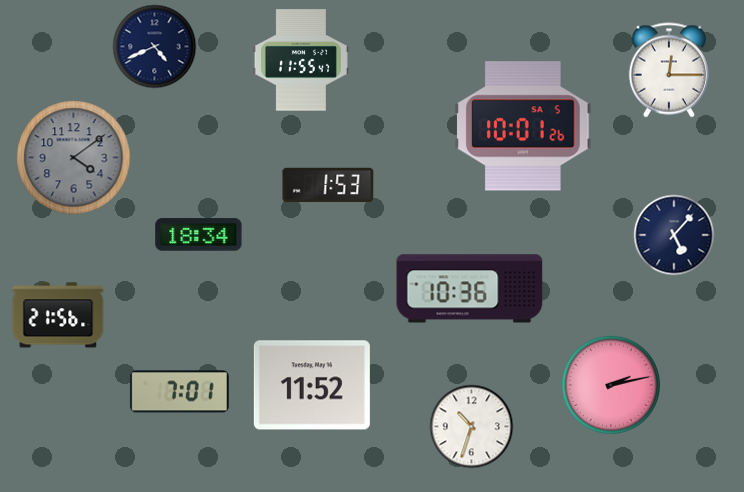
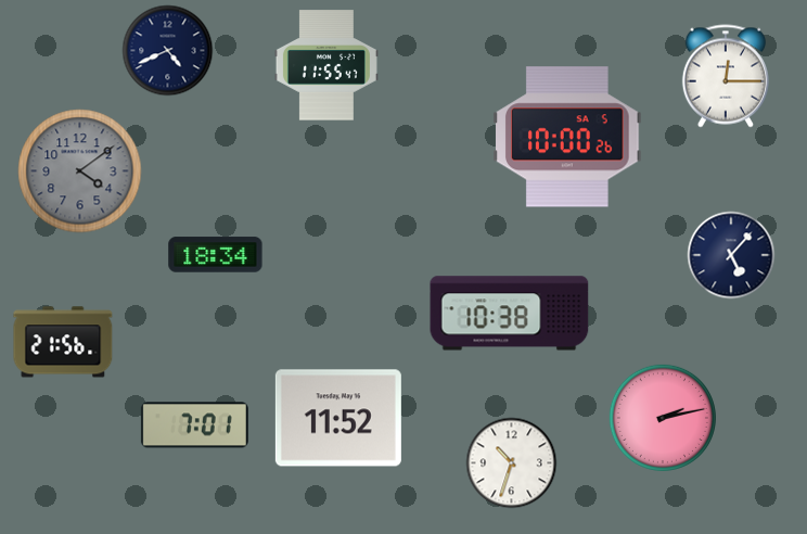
clock at (523, 126): 10:01 -> 10:00
clock at (328, 185): 1:53 -> none
clock at (470, 289): 10:36 -> 10:38
